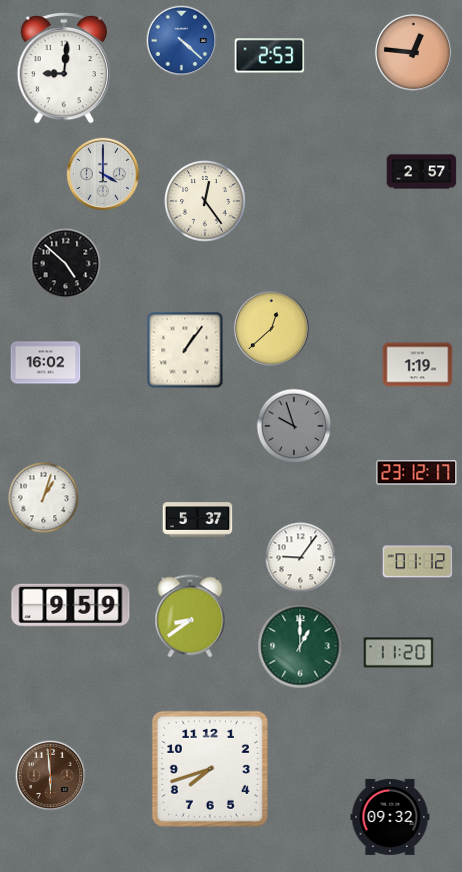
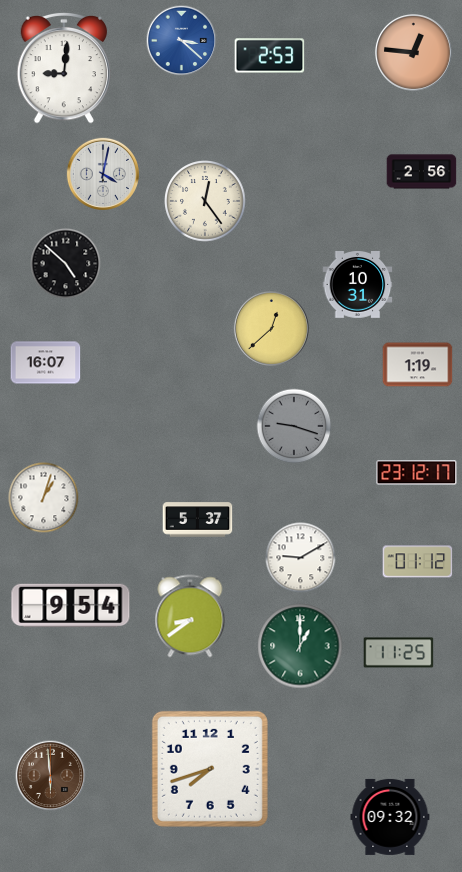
clock at (182, 41): 4:22 -> 3:22
clock at (422, 172): 2:57 -> 2:56
clock at (102, 173): 4:00 -> 4:02
clock at (358, 285): none -> 10:31
clock at (185, 350): 1:06 -> none
clock at (46, 363): 16:02 -> 16:07
clock at (294, 426): 9:57 -> 9:18
clock at (301, 558): 9:06 -> 9:10
clock at (71, 606): 9:59 -> 9:54
clock at (399, 653): 11:20 -> 11:25
